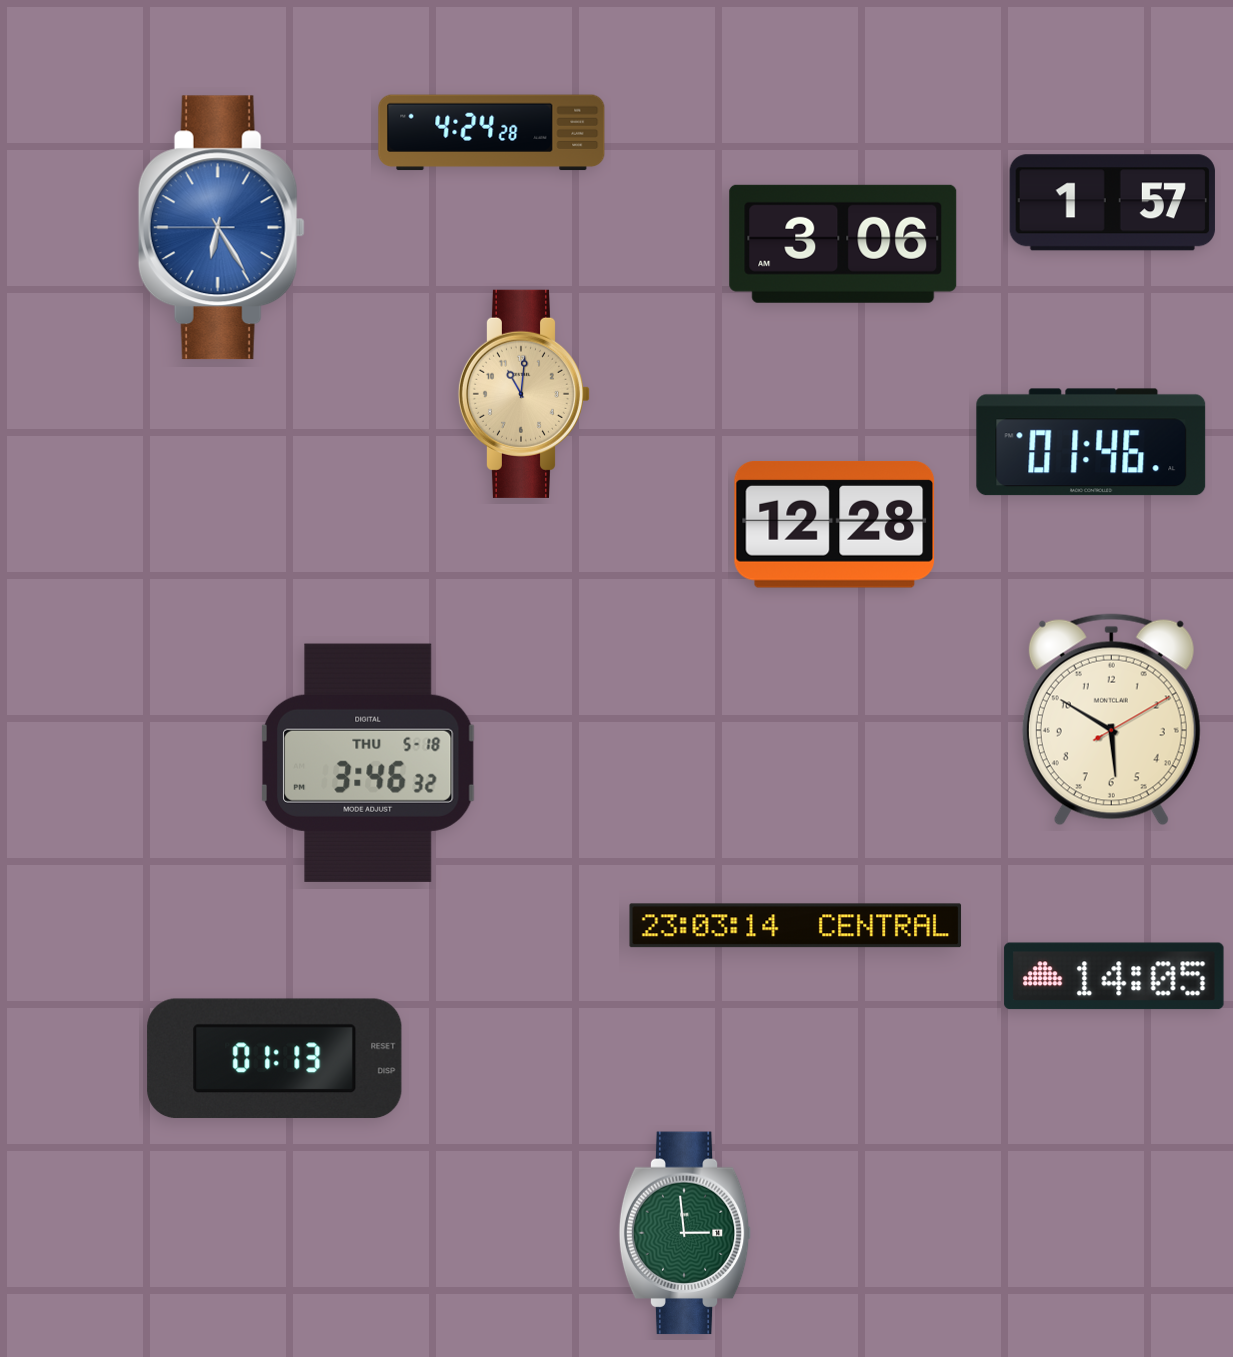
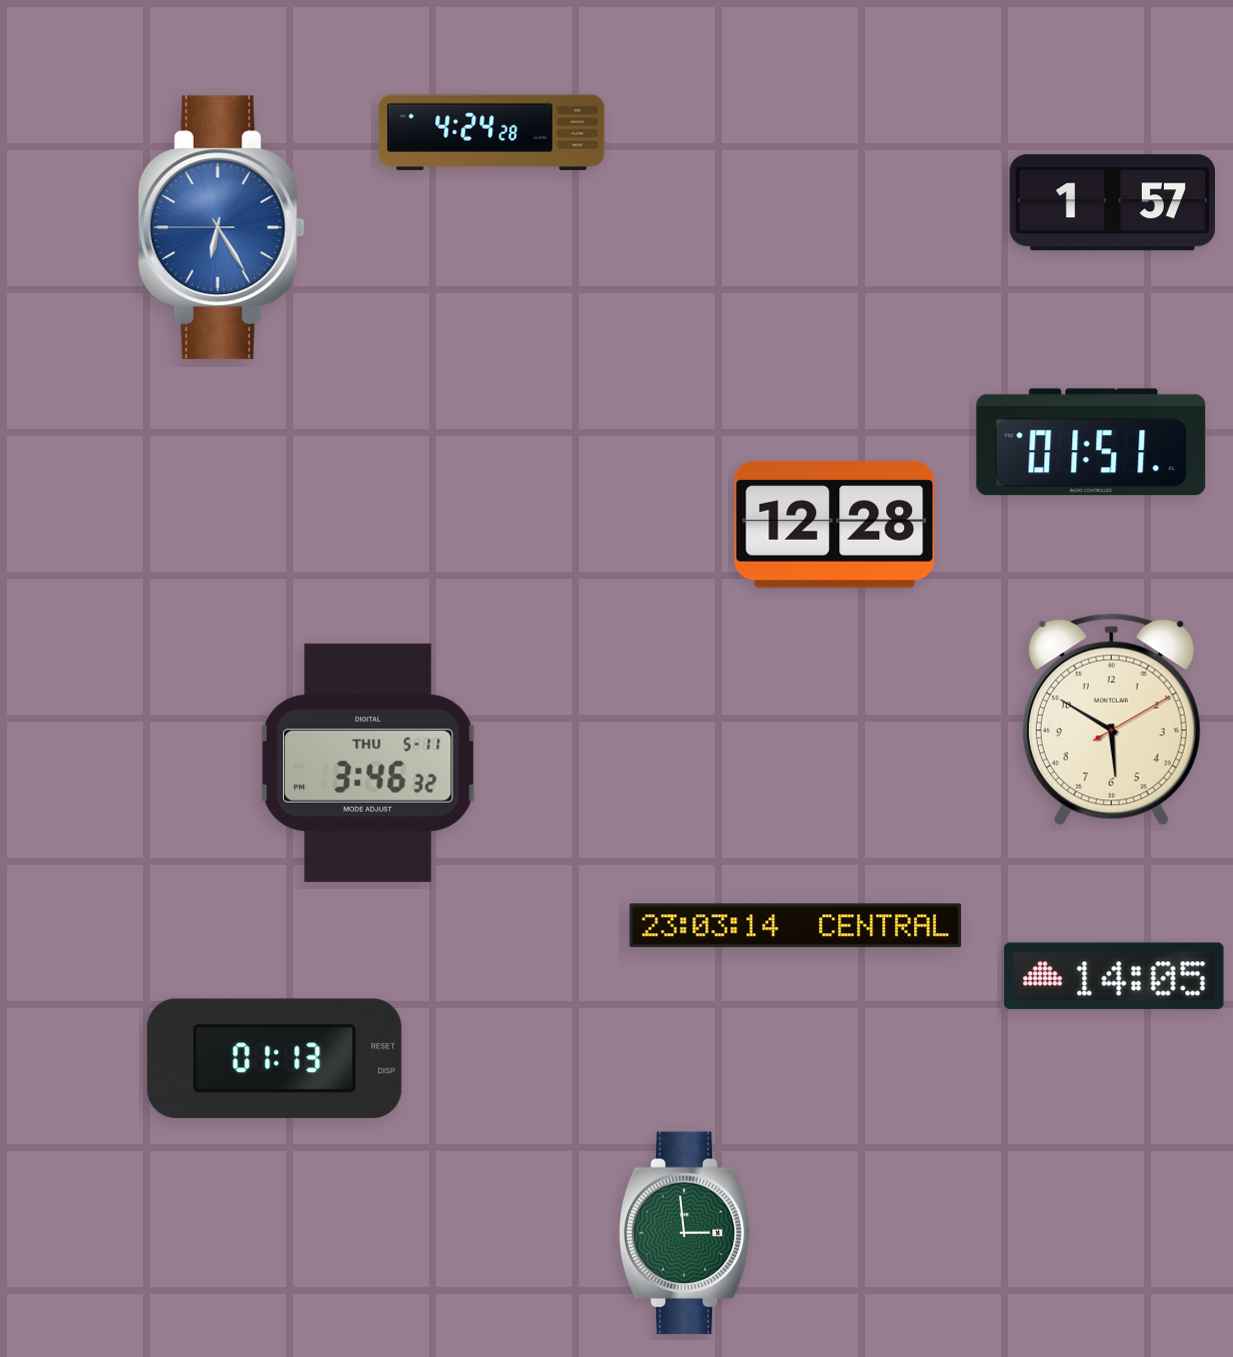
clock at (843, 244): 3:06 -> none
clock at (523, 394): 11:01 -> none
clock at (1091, 442): 01:46 -> 01:51
clock at (368, 763) date: THU 5-18 -> THU 5-11
